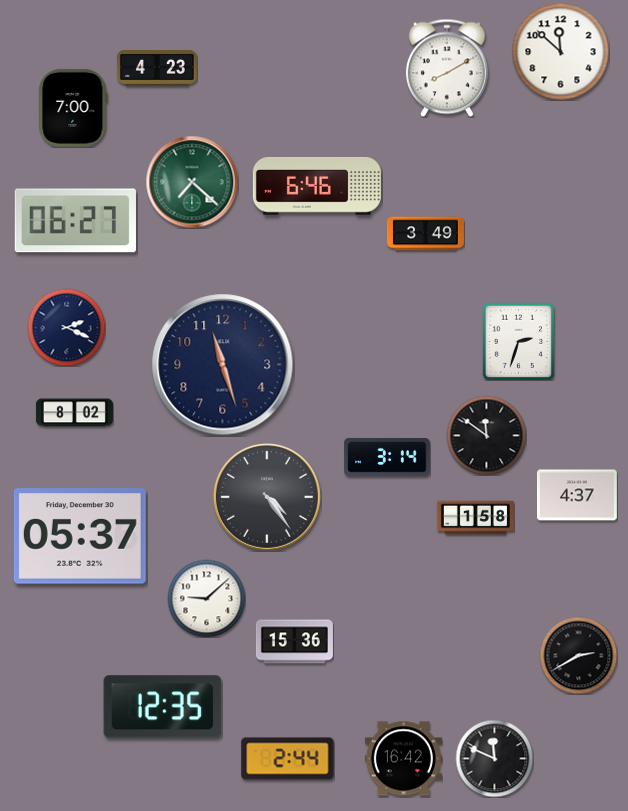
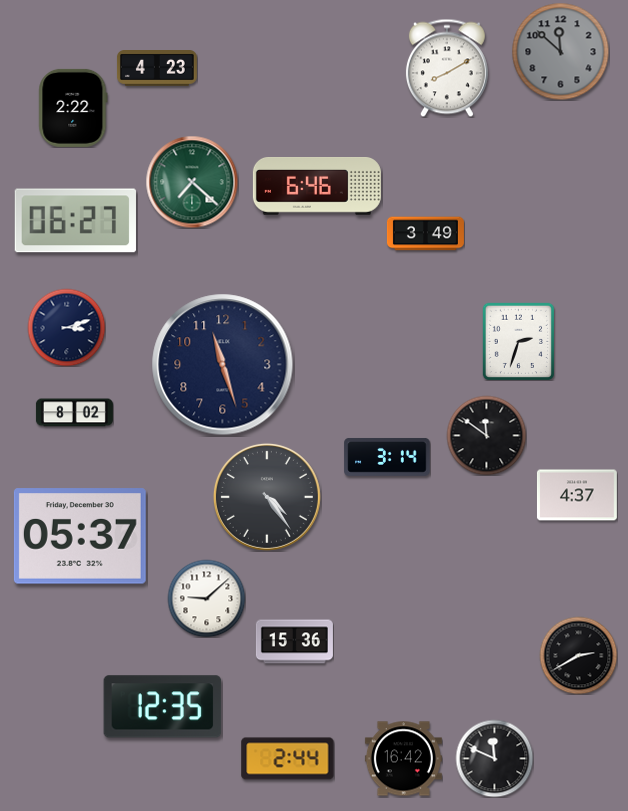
clock at (560, 51) dial: white -> grey
clock at (73, 108): 7:00 -> 2:22
clock at (66, 327): 2:19 -> 3:12
clock at (475, 518): 1:58 -> none
